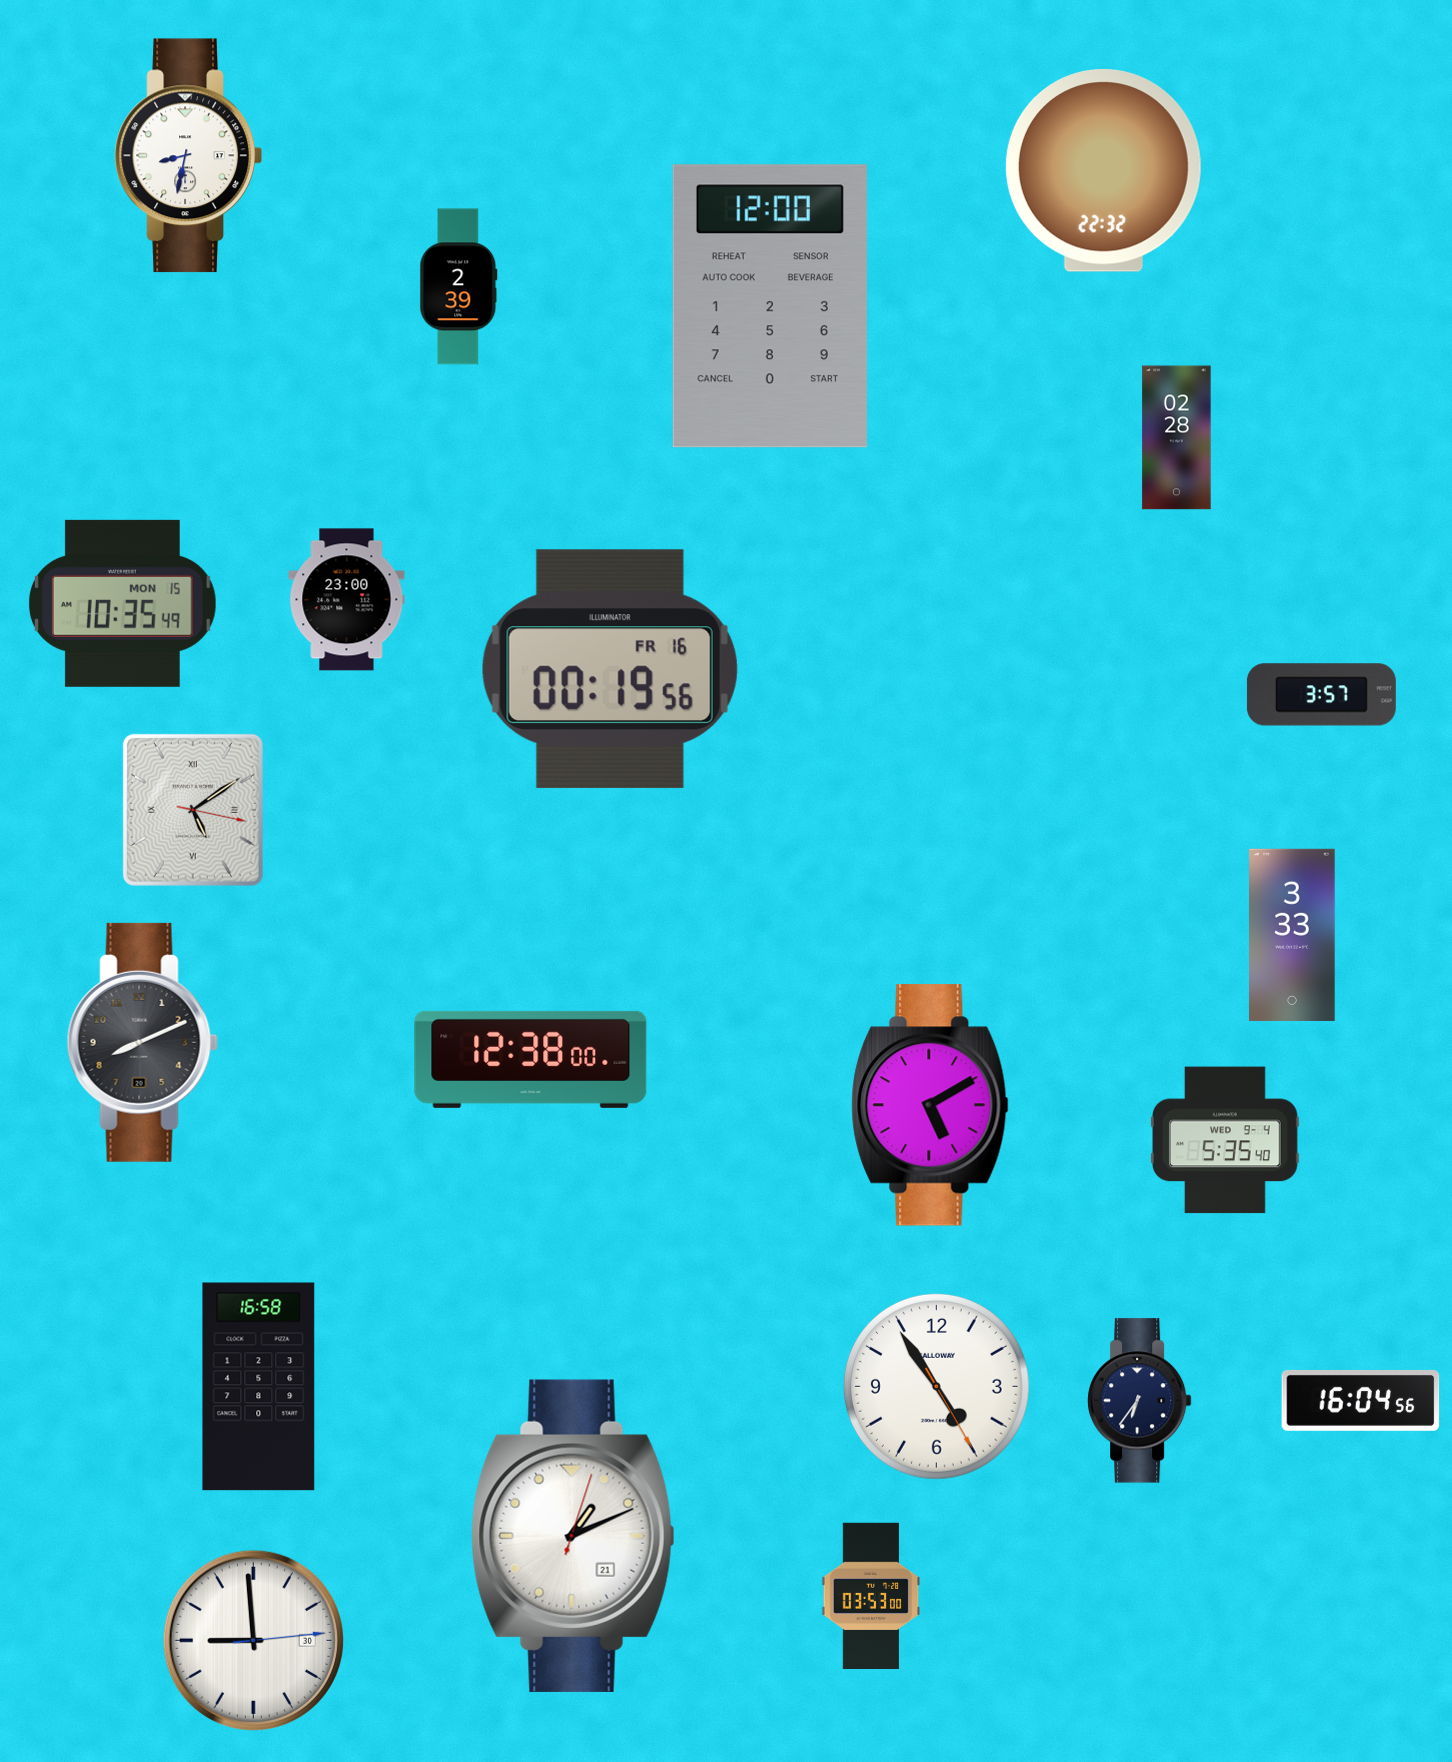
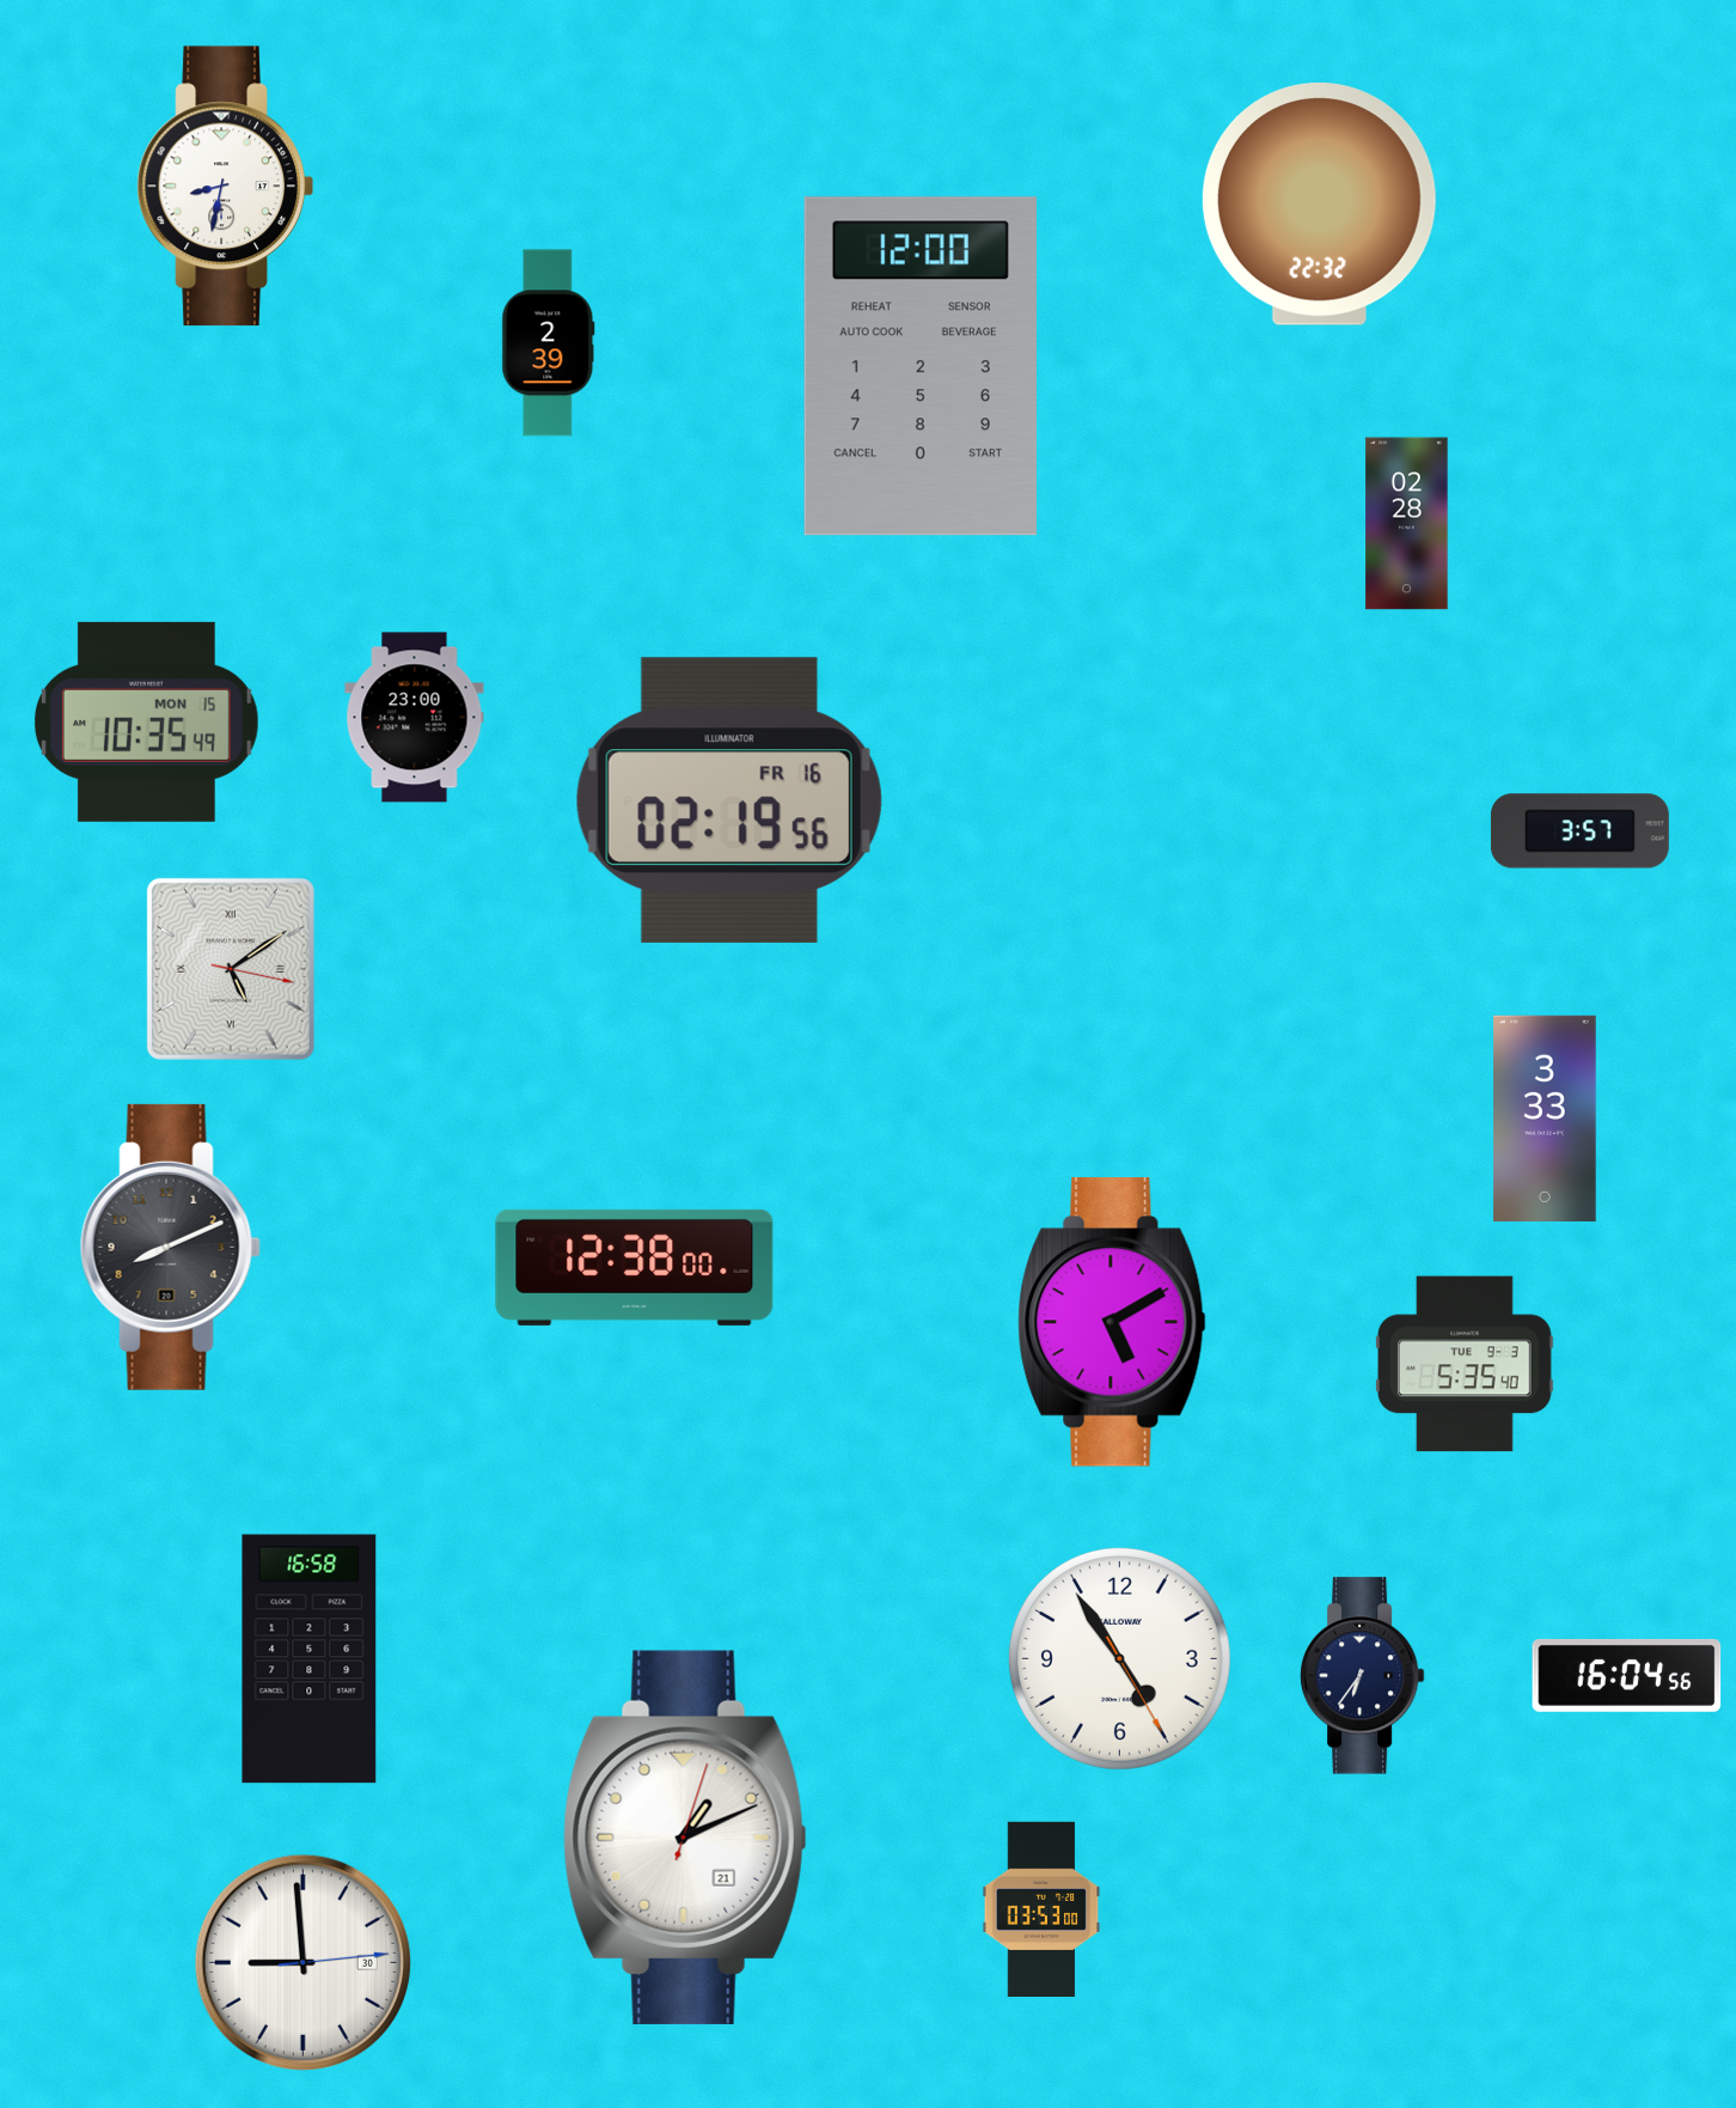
clock at (610, 669): 00:19 -> 02:19
clock at (1226, 1140) date: WED 9-4 -> TUE 9-3
